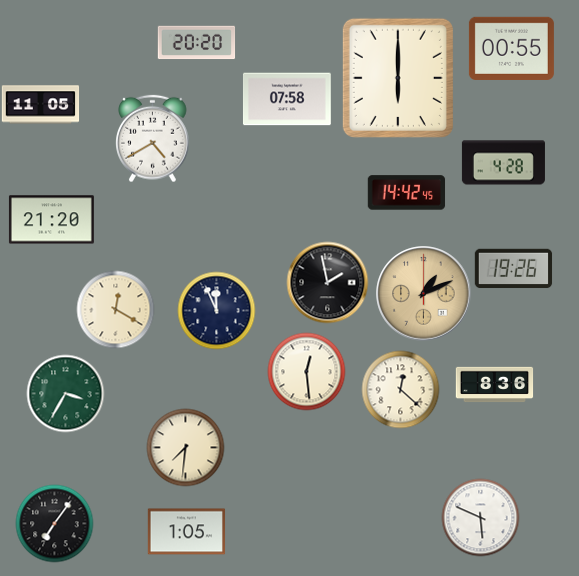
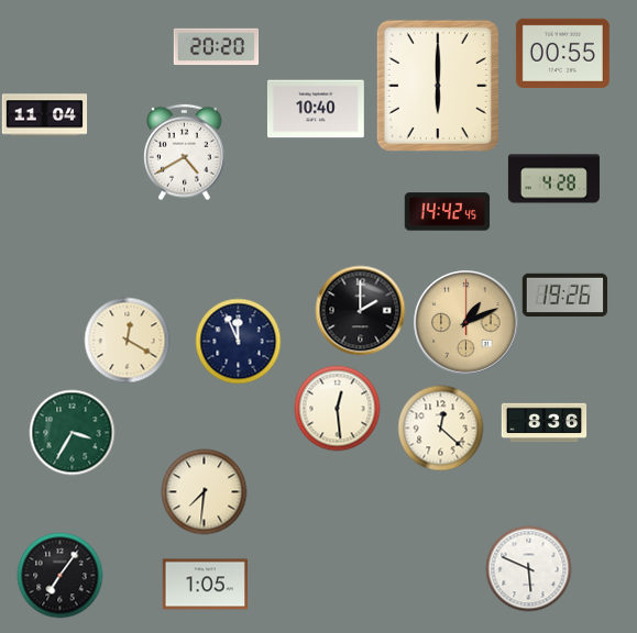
clock at (287, 99): 07:58 -> 10:40
clock at (40, 105): 11:05 -> 11:04
clock at (153, 138) position: (153, 138) -> (185, 152)
clock at (51, 220): 21:20 -> none
clock at (327, 282): 1:58 -> 2:00
